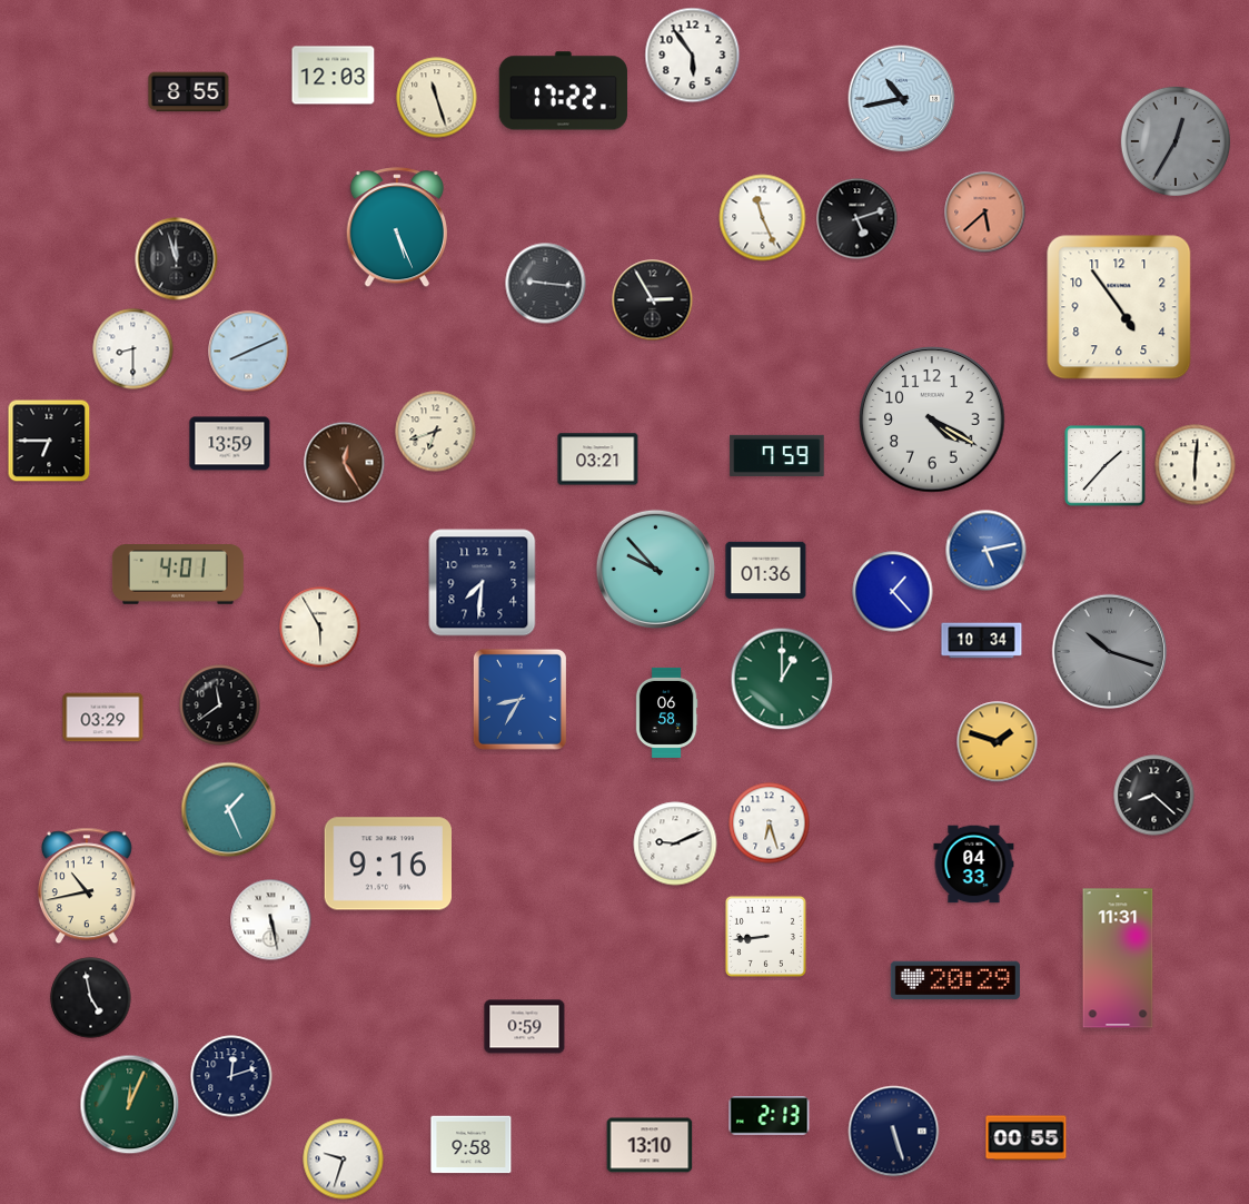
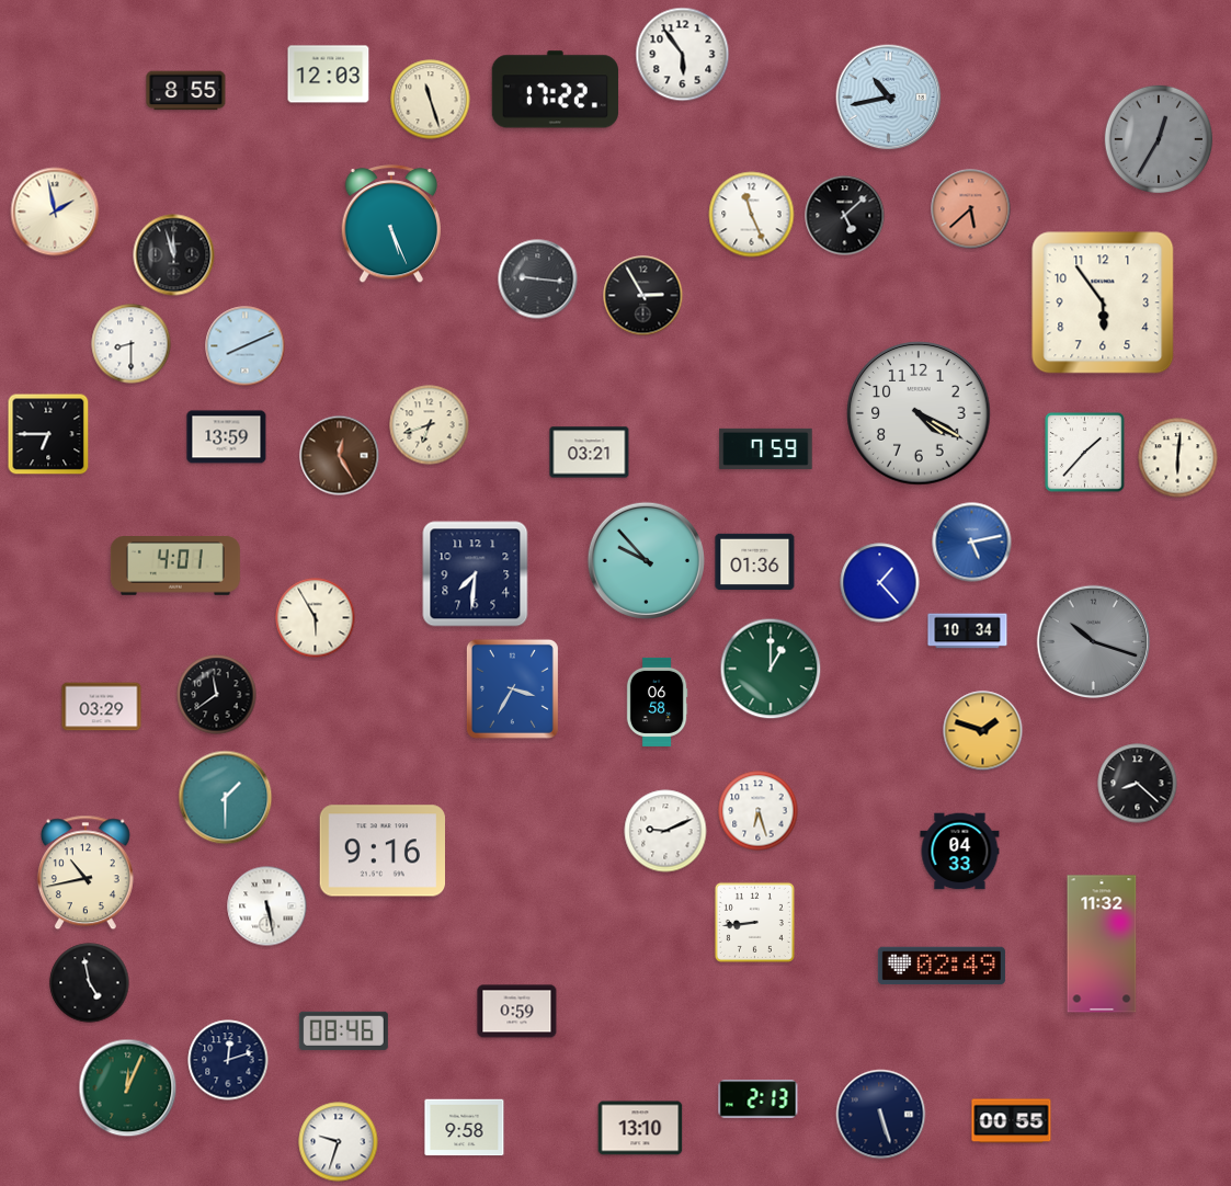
clock at (437, 98) position: (437, 98) -> (431, 100)
clock at (55, 212): none -> 1:58
clock at (858, 219): 5:12 -> 5:08
clock at (1119, 307): 4:54 -> 5:54
clock at (1106, 466) position: (1106, 466) -> (1085, 453)
clock at (519, 699): 8:35 -> 3:35
clock at (229, 810): 1:26 -> 1:30
clock at (1118, 958): 11:31 -> 11:32
clock at (955, 980): 20:29 -> 02:49
clock at (343, 1030): none -> 08:46
